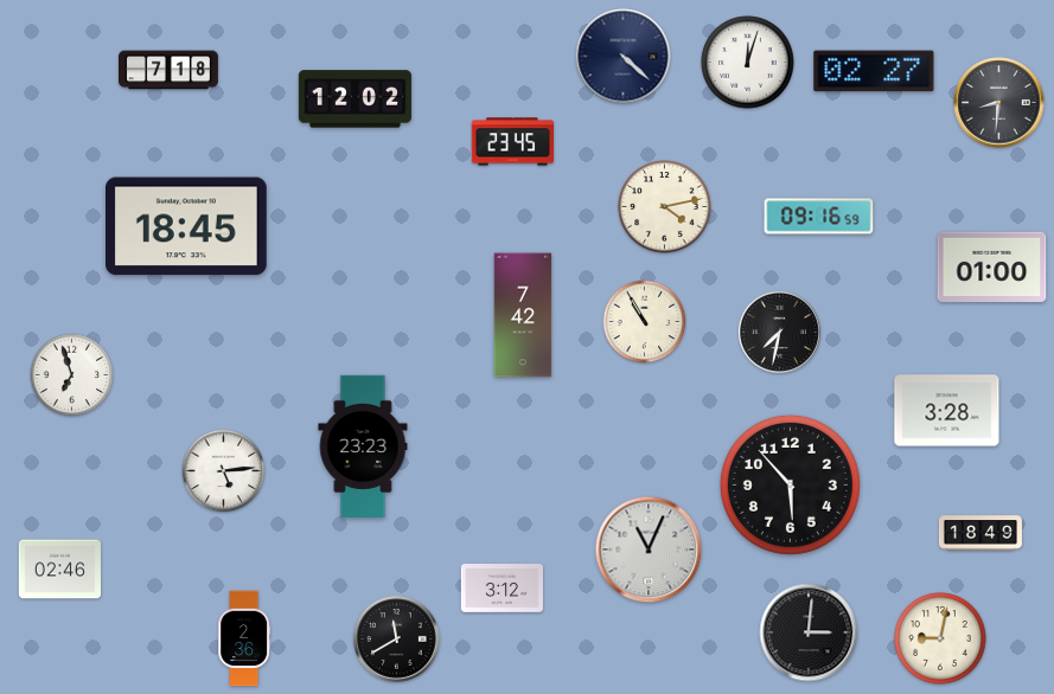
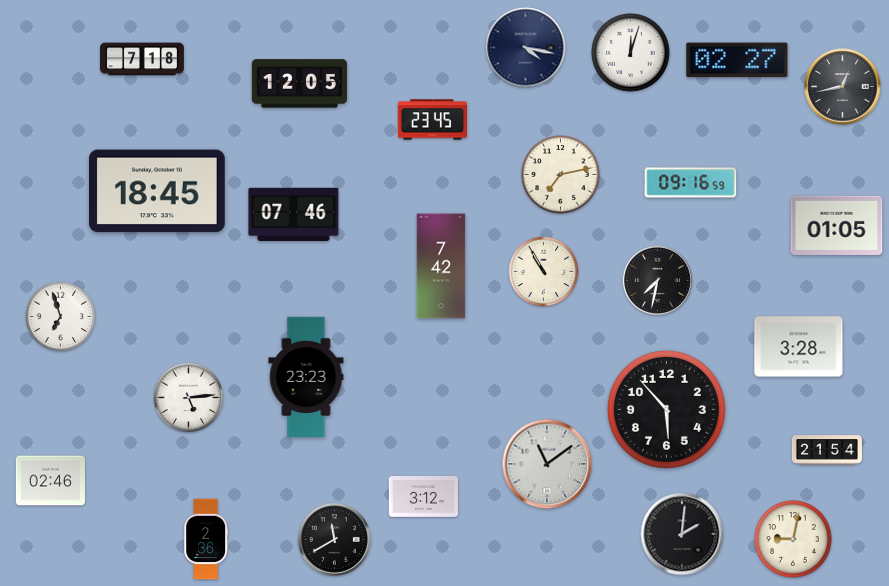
clock at (624, 57): 4:22 -> 4:17
clock at (354, 99): 12:02 -> 12:05
clock at (999, 103): 8:31 -> 12:43
clock at (665, 207): 4:13 -> 7:13
clock at (294, 214): none -> 07:46
clock at (992, 266): 01:00 -> 01:05
clock at (980, 533): 18:49 -> 21:54
clock at (649, 550): 11:04 -> 11:09
clock at (809, 632): 3:01 -> 2:01
